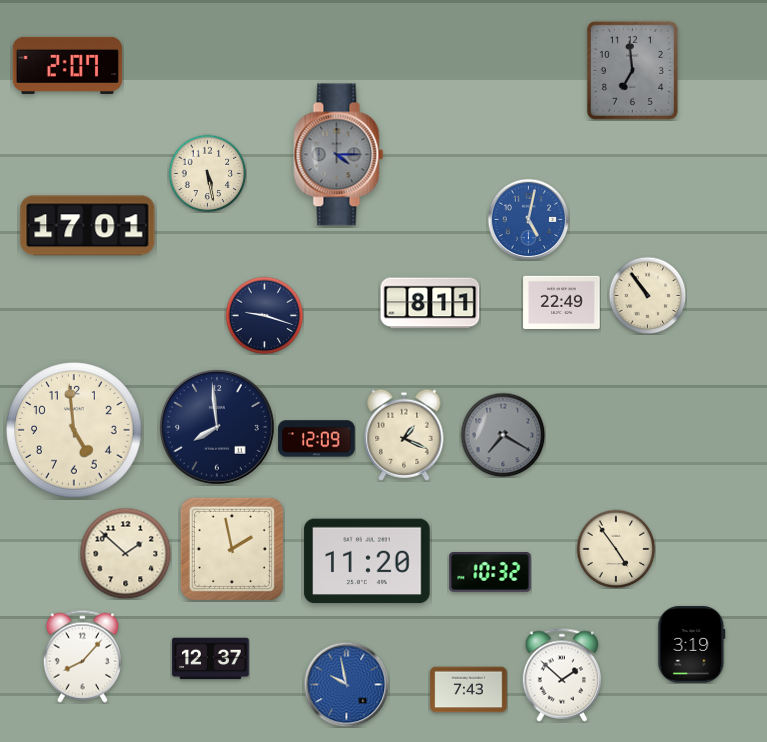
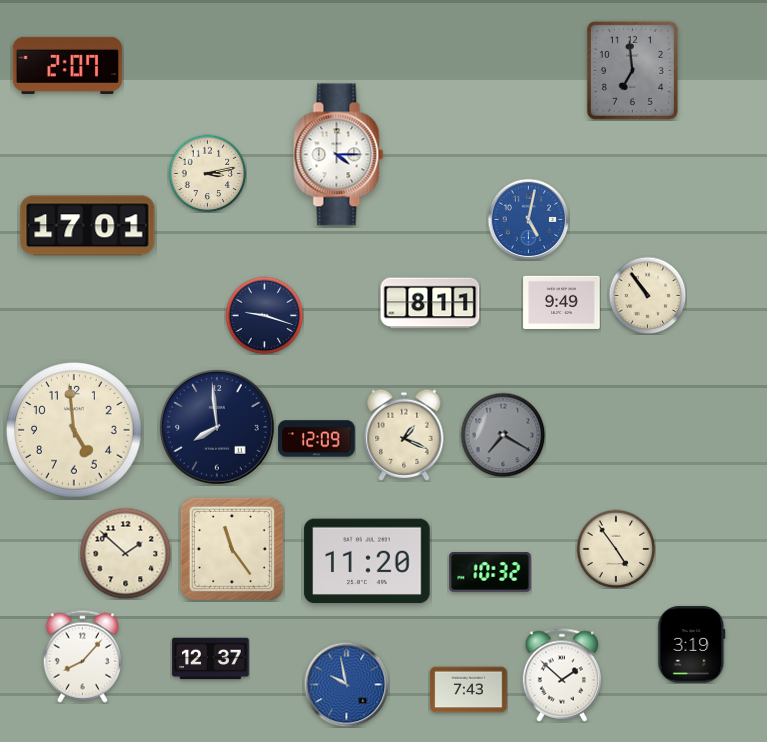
clock at (339, 155) dial: grey -> white
clock at (207, 173): 5:28 -> 3:13
clock at (562, 302): 22:49 -> 9:49
clock at (232, 549): 1:58 -> 11:24
